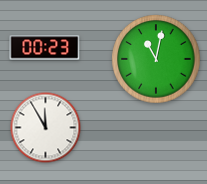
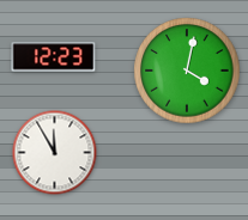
clock at (45, 48): 00:23 -> 12:23
clock at (156, 59): 11:02 -> 4:02
